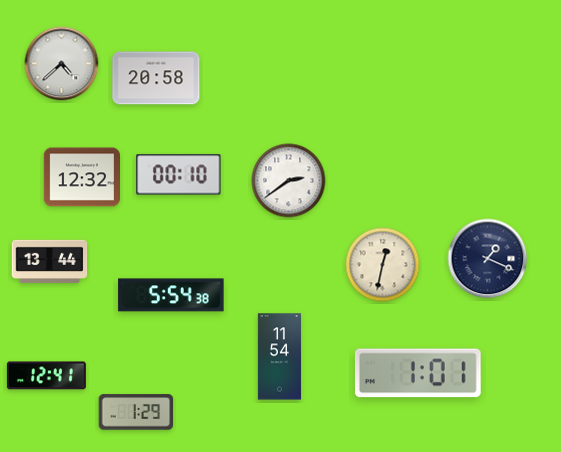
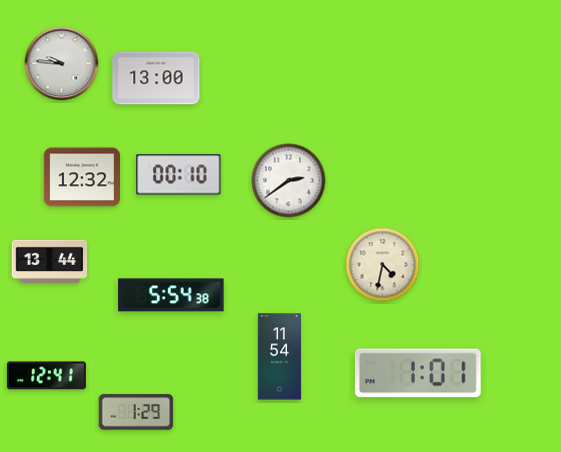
clock at (62, 64): 4:38 -> 9:46
clock at (156, 78): 20:58 -> 13:00
clock at (488, 259): 1:19 -> none
clock at (383, 265): 12:32 -> 4:32
